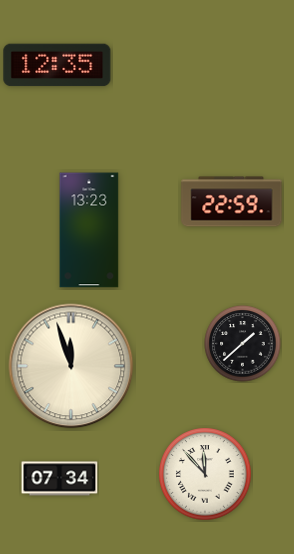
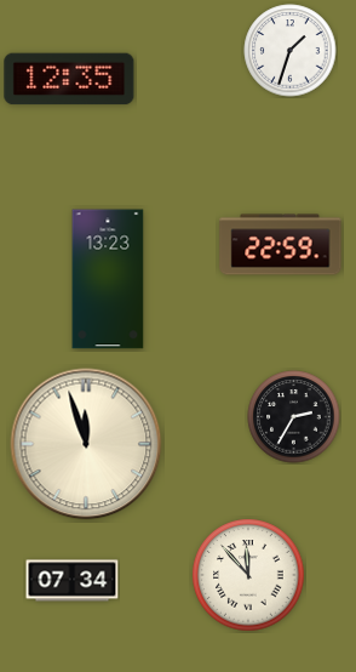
clock at (291, 51): none -> 1:33
clock at (243, 344): 1:38 -> 2:35
